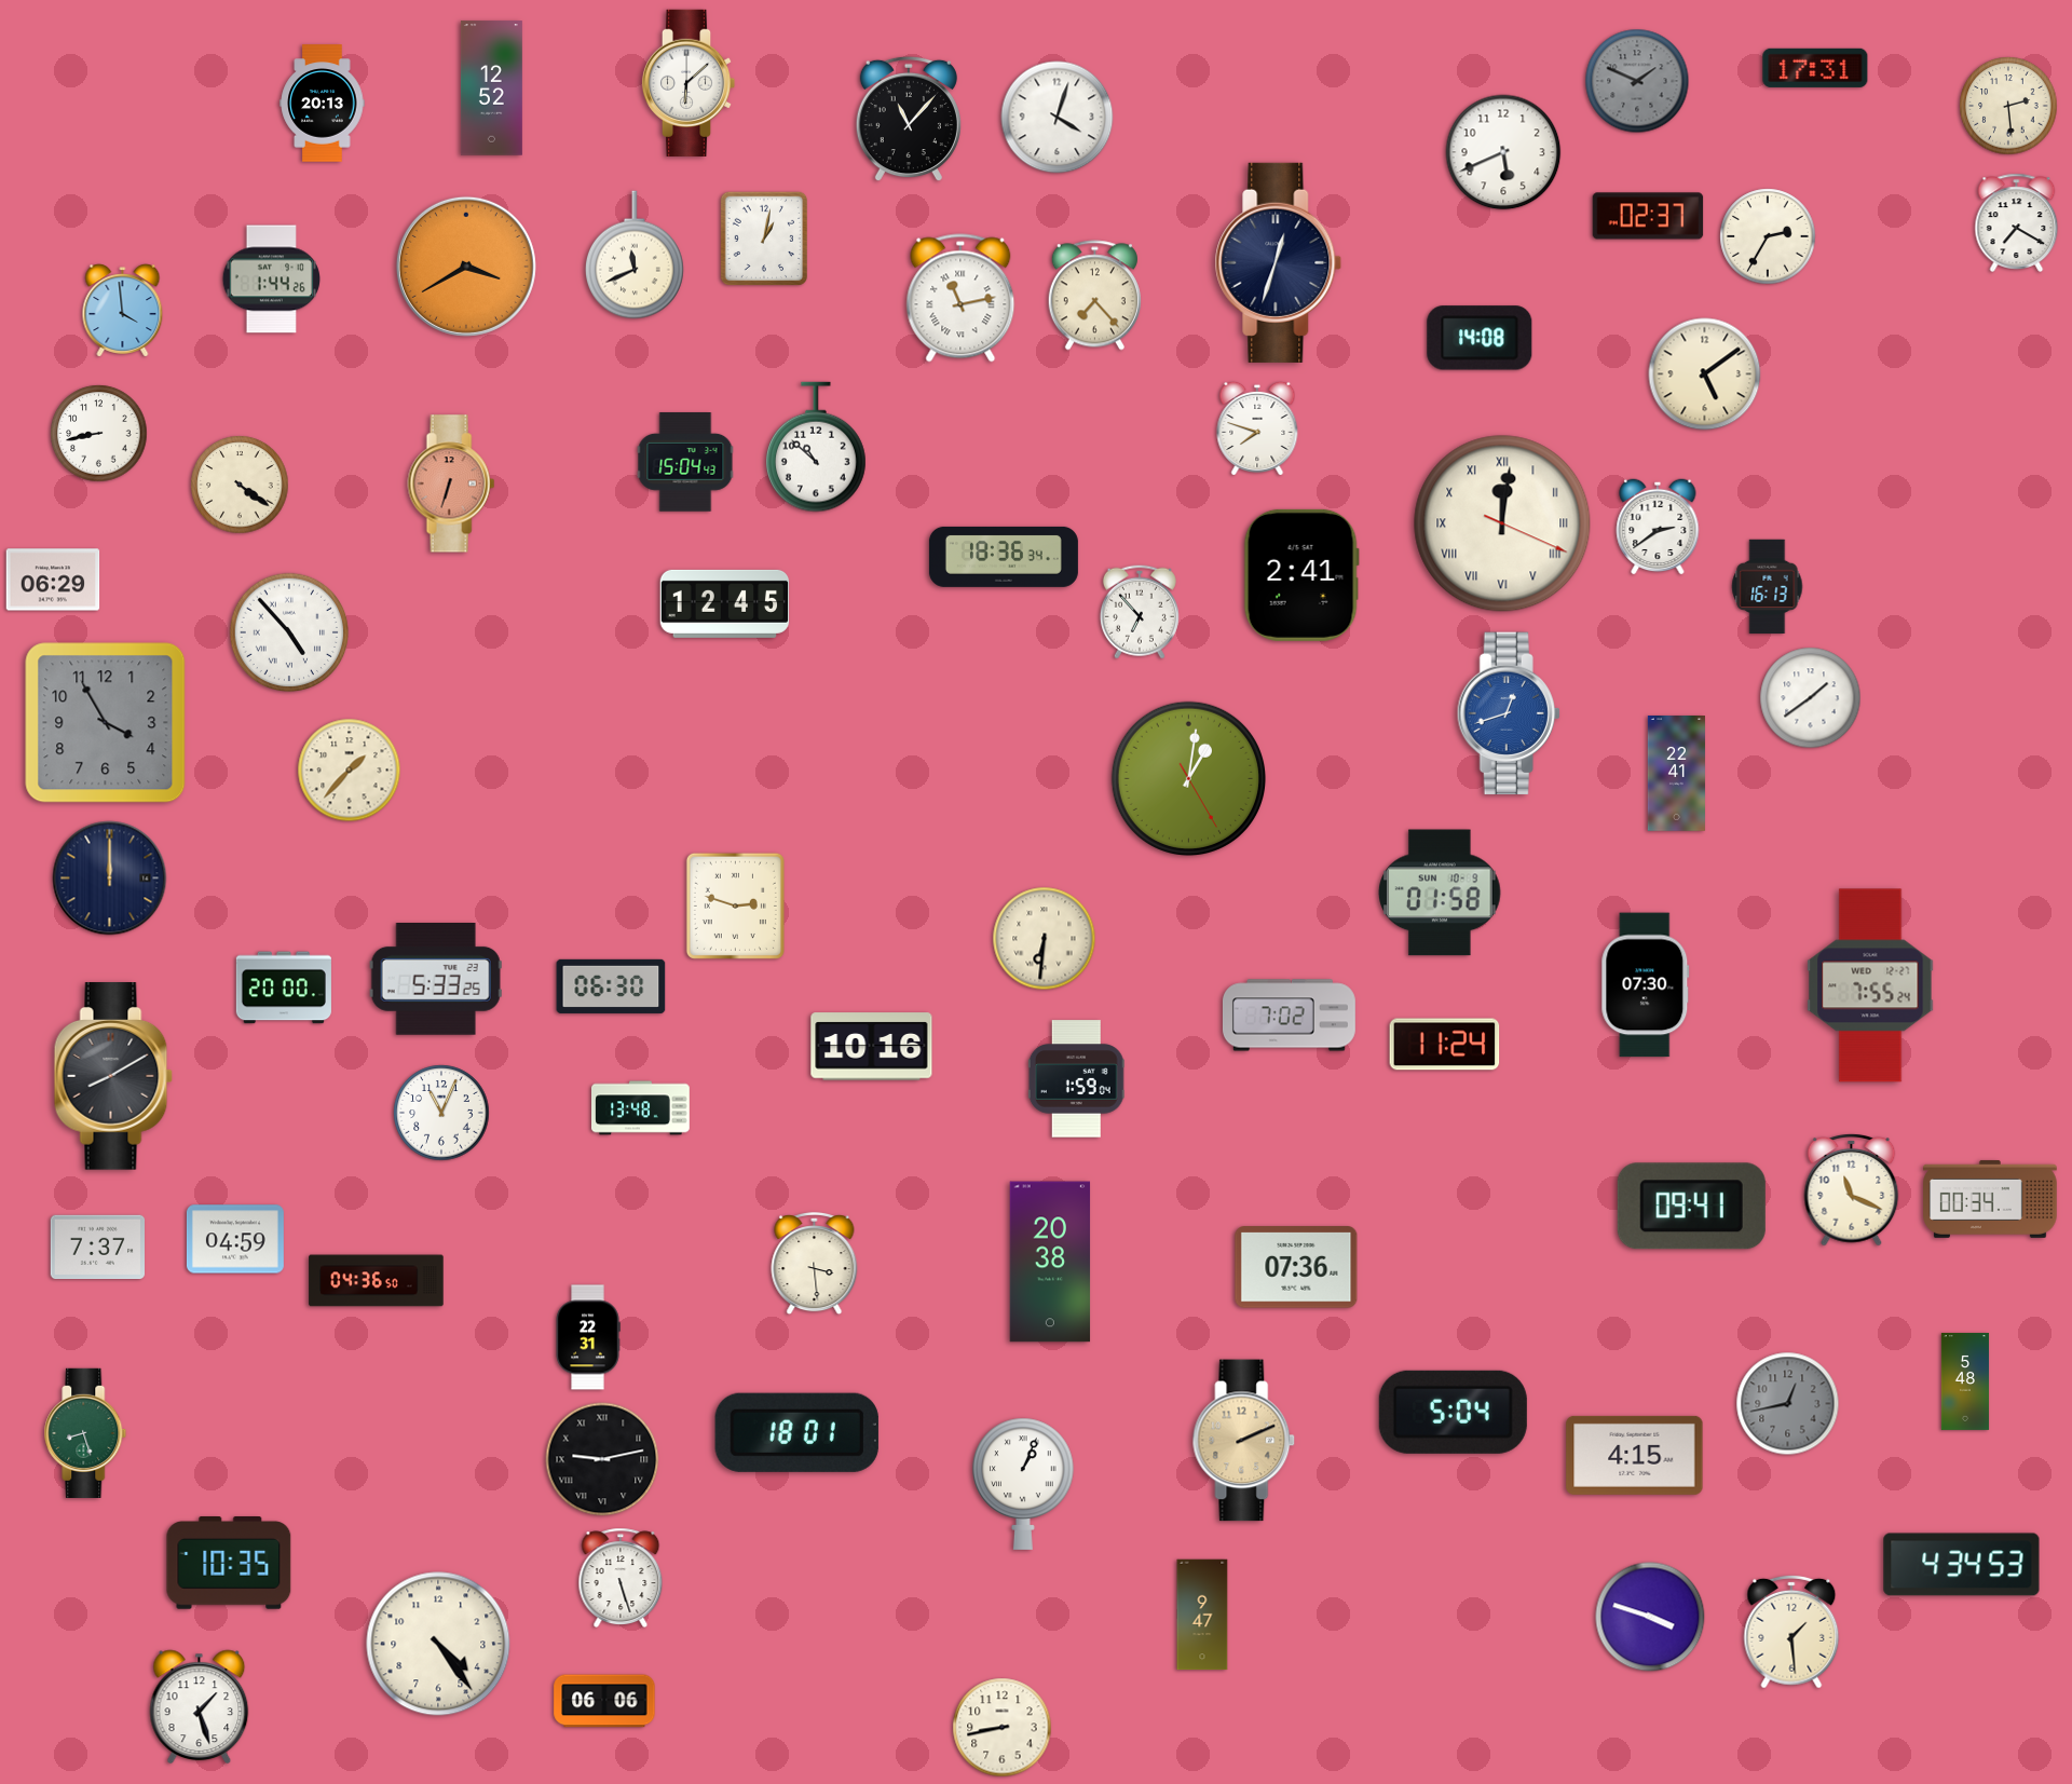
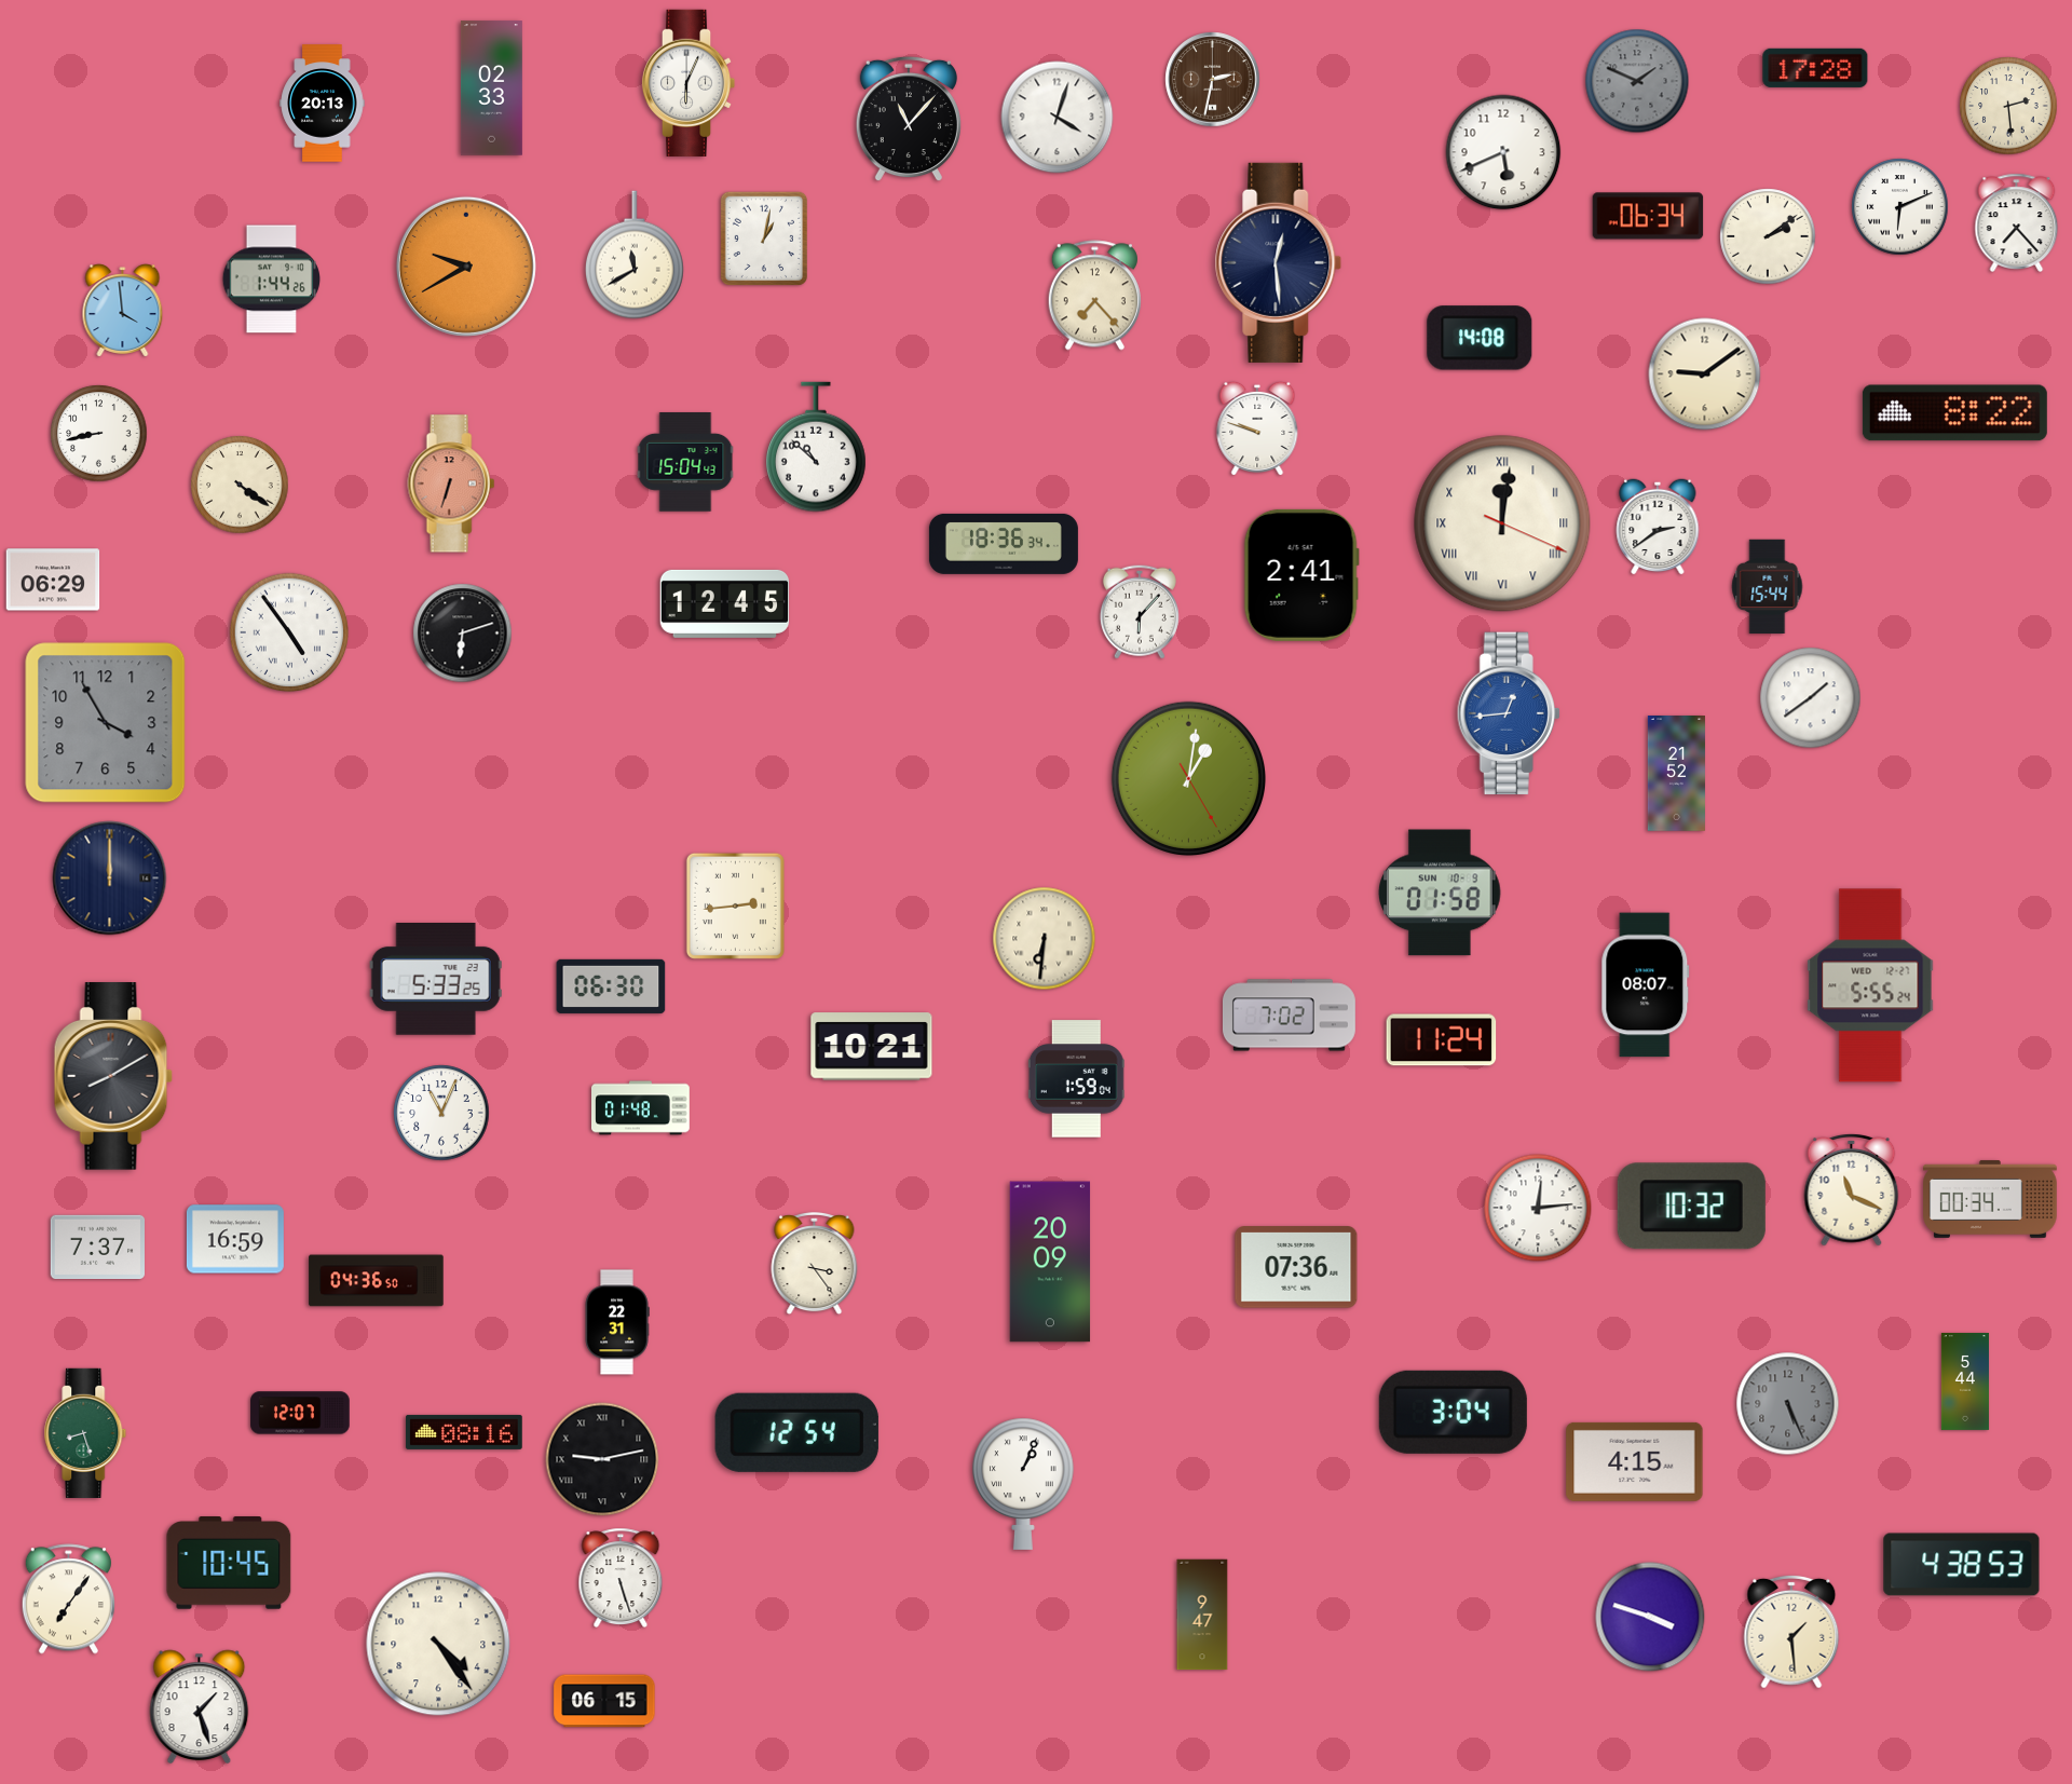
clock at (1815, 68): 17:31 -> 17:28
clock at (1213, 80): none -> 2:32
clock at (689, 83): 6:08 -> 6:04
clock at (491, 88): 12:52 -> 02:33
clock at (1900, 207): none -> 6:11
clock at (1648, 216): 02:37 -> 06:34
clock at (2017, 222): 7:20 -> 7:23
clock at (1768, 236): 2:35 -> 2:09
clock at (635, 255): 11:41 -> 11:40
clock at (1279, 262): 12:33 -> 12:29
clock at (466, 267): 3:40 -> 9:40
clock at (960, 298): 11:13 -> none
clock at (1705, 374): 5:09 -> 9:09
clock at (1954, 413): none -> 8:22
clock at (1257, 427): 7:48 -> 9:48
clock at (1004, 557) position: (1004, 557) -> (1004, 544)
clock at (1768, 586): 16:13 -> 15:44
clock at (1140, 612): 6:53 -> 6:07
clock at (289, 632): 4:53 -> 4:54
clock at (463, 634): none -> 6:12
clock at (1509, 713): 12:42 -> 12:44
clock at (350, 771): 1:37 -> none
clock at (1676, 774): 22:41 -> 21:52
clock at (735, 905): 2:48 -> 2:44
clock at (1646, 985): 07:30 -> 08:07
clock at (1870, 985): 7:55 -> 5:55
clock at (284, 988): 20:00 -> none
clock at (1445, 1045) position: (1445, 1045) -> (1442, 1040)
clock at (872, 1047): 10:16 -> 10:21
clock at (641, 1108): 13:48 -> 01:48
clock at (1691, 1207): 09:41 -> 10:32
clock at (1538, 1208): none -> 12:14
clock at (235, 1239): 04:59 -> 16:59
clock at (1050, 1262): 20:38 -> 20:09
clock at (815, 1264): 3:29 -> 3:24
clock at (588, 1337) position: (588, 1337) -> (617, 1322)
clock at (1965, 1381): 5:48 -> 5:44
clock at (1788, 1404): 12:43 -> 5:26
clock at (1453, 1412): 5:04 -> 3:04
clock at (300, 1413): none -> 12:07
clock at (464, 1432): none -> 08:16
clock at (796, 1432): 18:01 -> 12:54
clock at (1244, 1441): 2:11 -> none
clock at (1635, 1455) position: (1635, 1455) -> (1635, 1461)
clock at (229, 1563): 10:35 -> 10:45
clock at (1962, 1565): 4:34 -> 4:38
clock at (68, 1599): none -> 7:06
clock at (604, 1701): 06:06 -> 06:15
clock at (1003, 1728): 8:43 -> none
